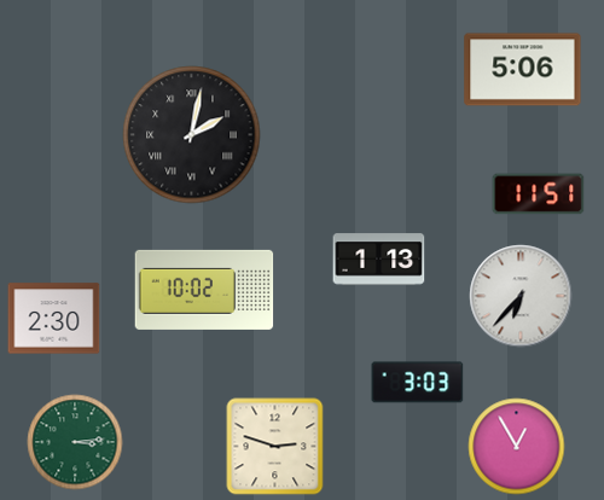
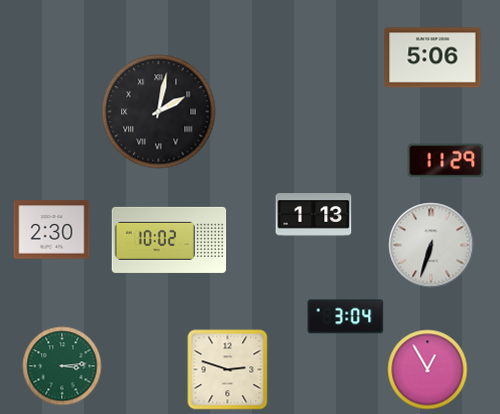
clock at (539, 194): 11:51 -> 11:29
clock at (521, 296): 6:37 -> 6:33
clock at (54, 319) position: (54, 319) -> (52, 230)
clock at (418, 383): 3:03 -> 3:04
